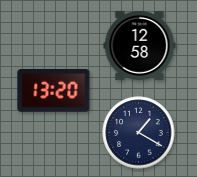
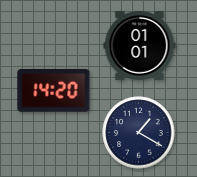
clock at (140, 45): 12:58 -> 01:01
clock at (54, 91): 13:20 -> 14:20
